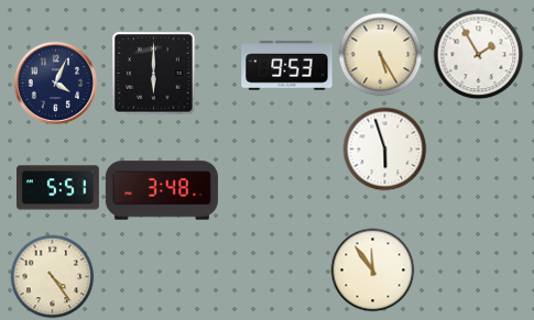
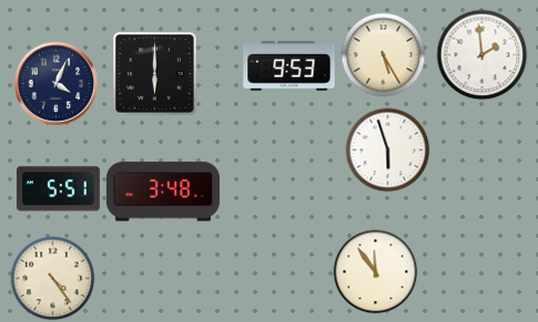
clock at (479, 55): 1:55 -> 1:59
